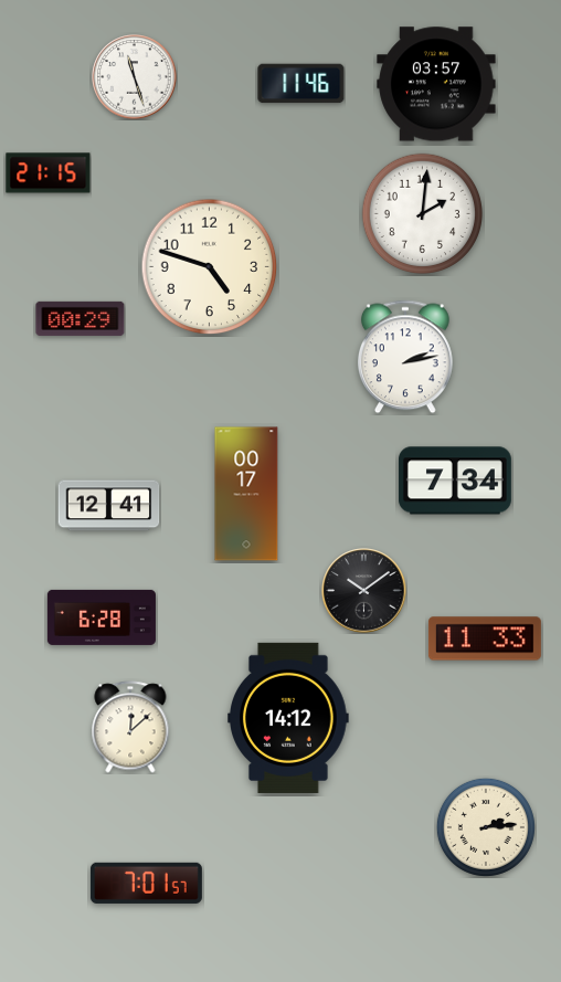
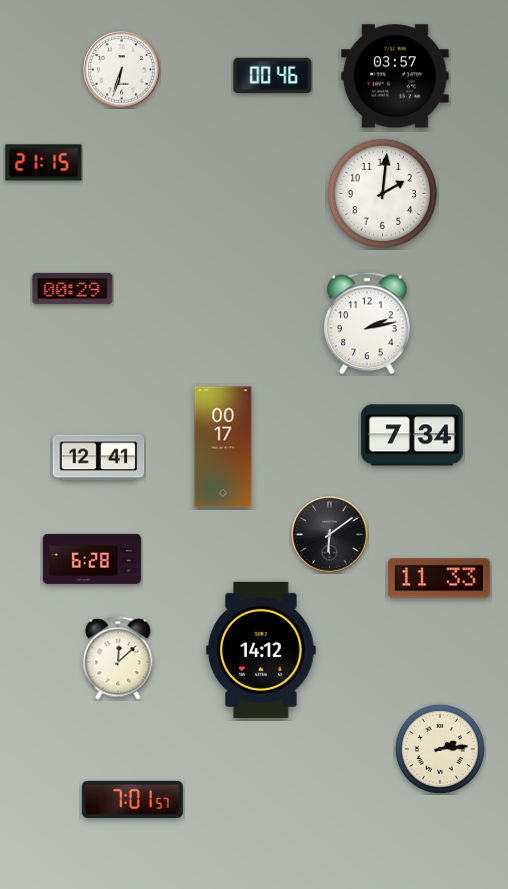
clock at (135, 77): 11:27 -> 6:33
clock at (301, 84): 11:46 -> 00:46
clock at (49, 173) position: (49, 173) -> (44, 163)
clock at (210, 267): 4:48 -> none
clock at (364, 591): 10:09 -> 6:09
